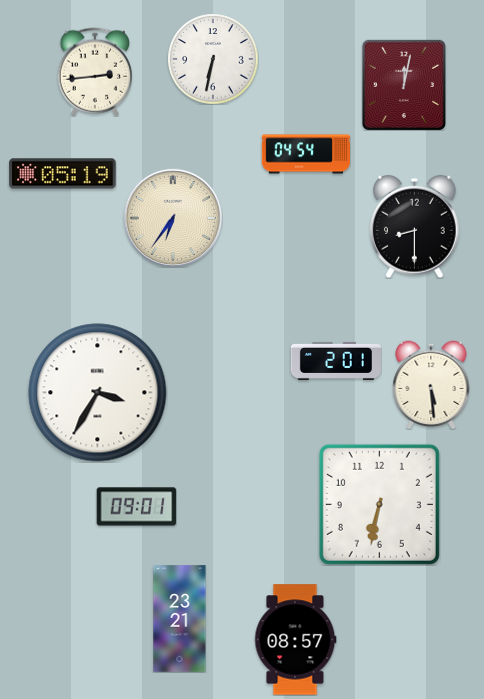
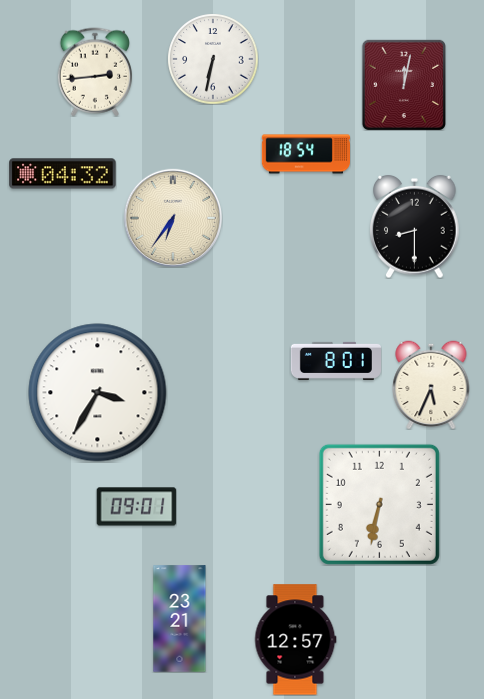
clock at (305, 154): 04:54 -> 18:54
clock at (63, 174): 05:19 -> 04:32
clock at (336, 361): 2:01 -> 8:01
clock at (431, 385): 5:29 -> 5:34
clock at (296, 640): 08:57 -> 12:57
